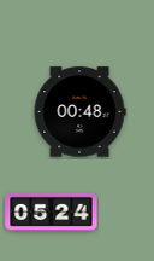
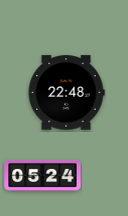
clock at (79, 112): 00:48 -> 22:48
